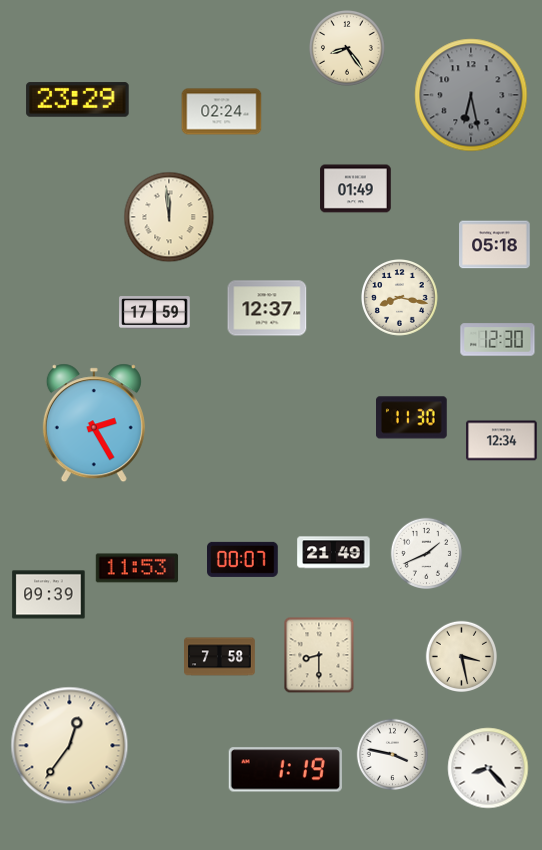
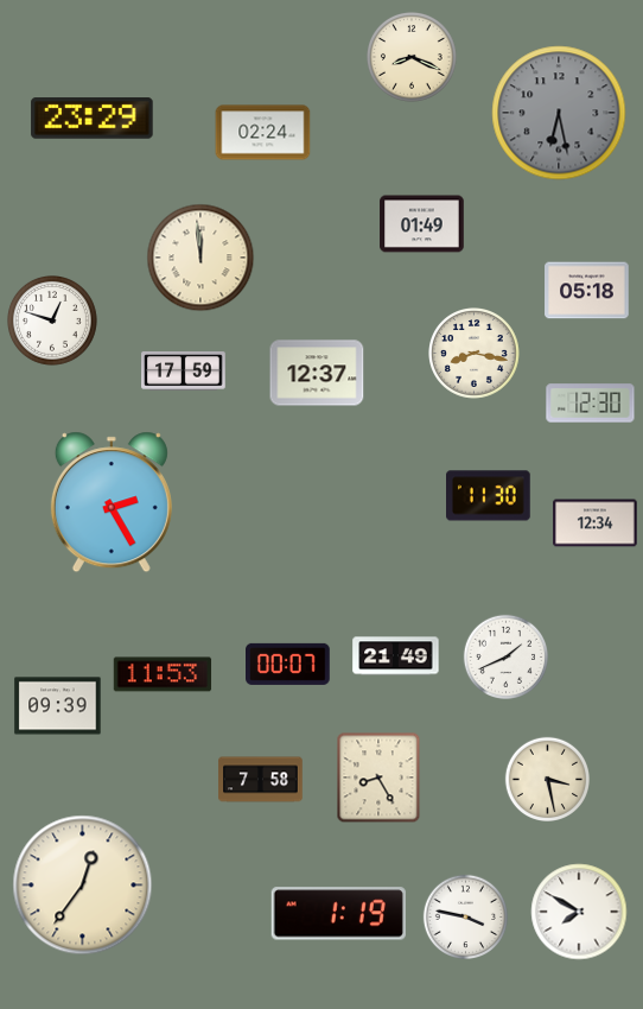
clock at (348, 49): 8:24 -> 8:19
clock at (53, 322): none -> 12:48
clock at (267, 308) position: (267, 308) -> (317, 373)
clock at (319, 655): 8:30 -> 8:25
clock at (392, 754) position: (392, 754) -> (465, 916)
clock at (488, 768): 8:23 -> 7:50
